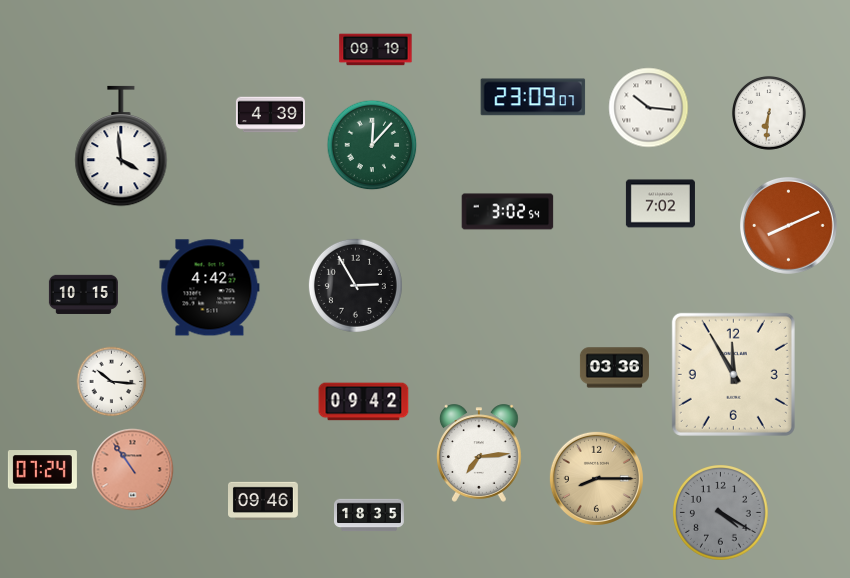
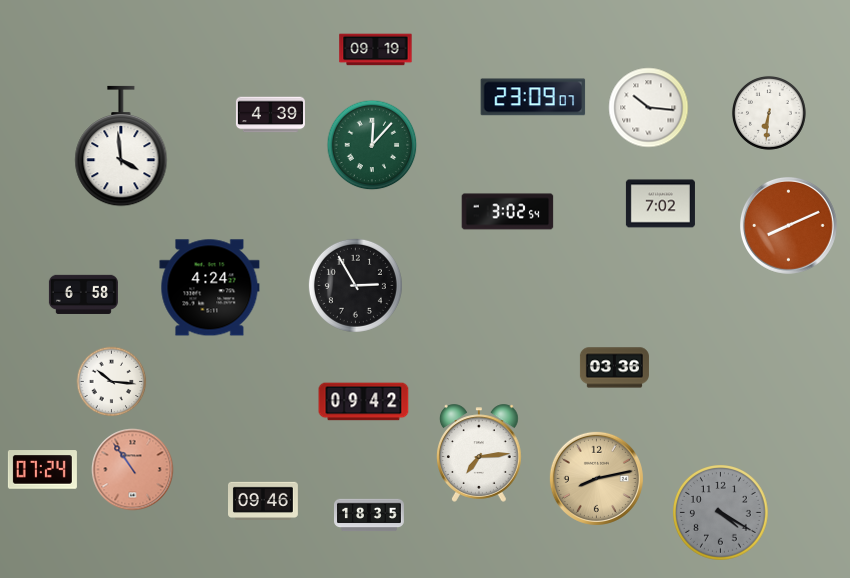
clock at (210, 288): 4:42 -> 4:24
clock at (83, 294): 10:15 -> 6:58
clock at (733, 374): 11:55 -> none
clock at (596, 478): 8:15 -> 8:13
